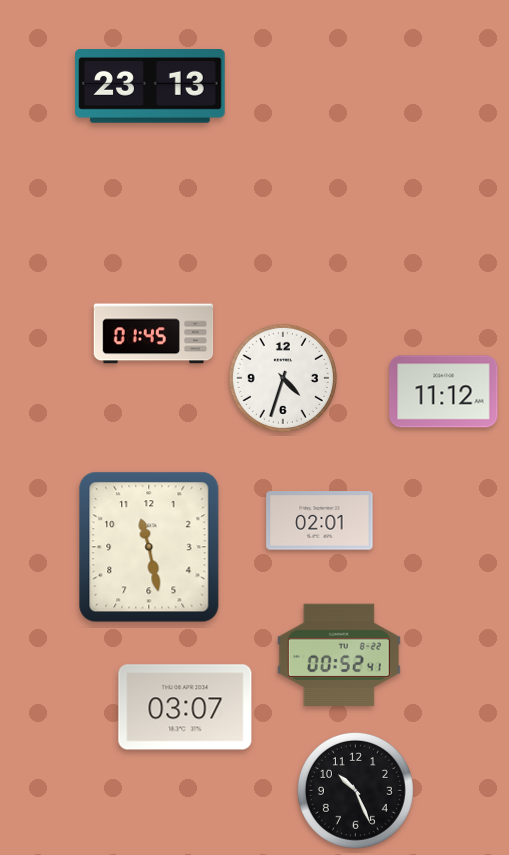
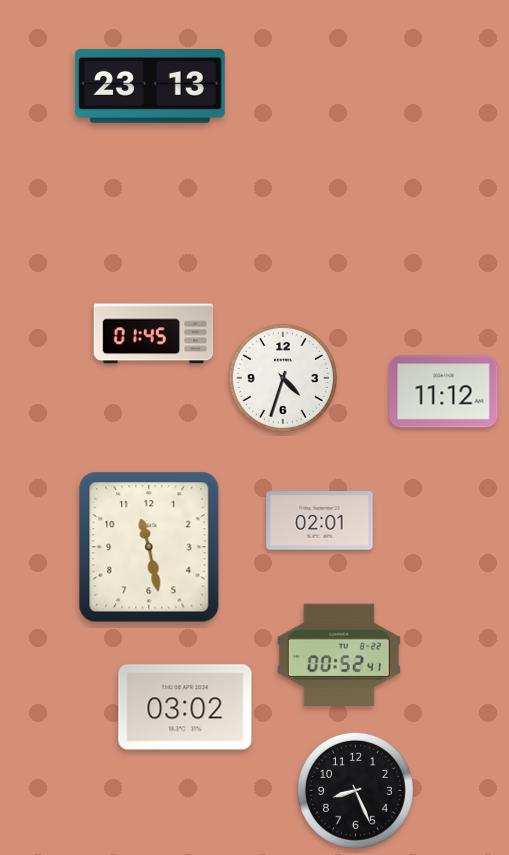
clock at (185, 707): 03:07 -> 03:02
clock at (355, 790): 10:26 -> 8:26
